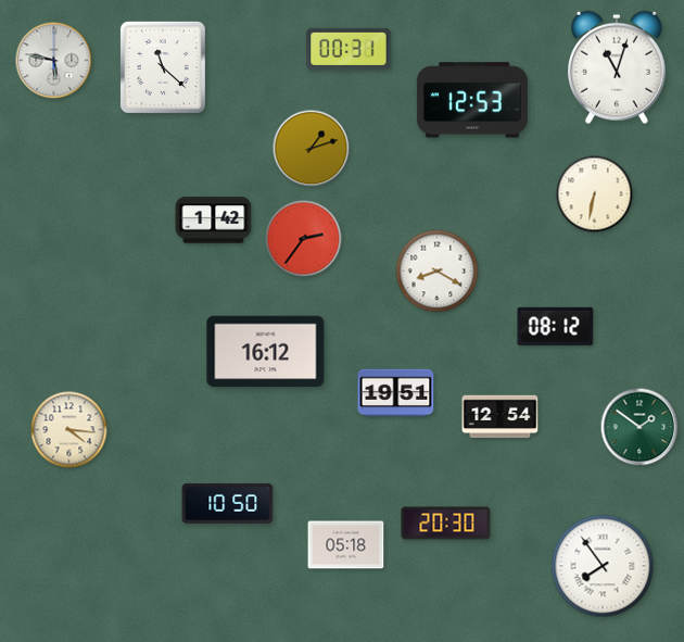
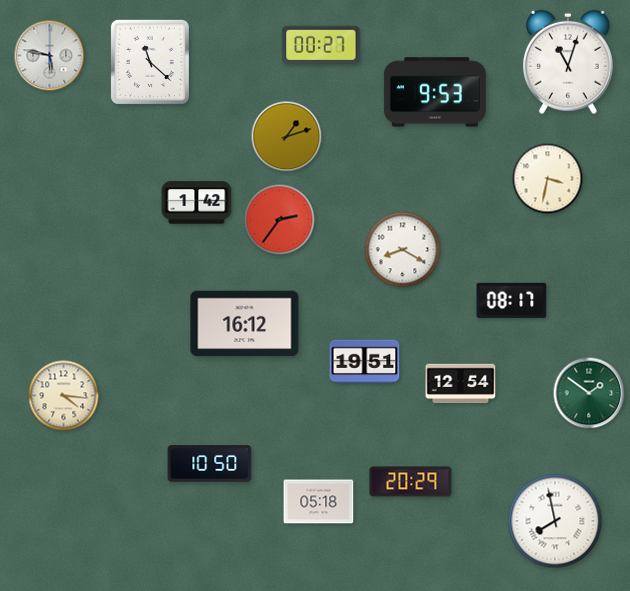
clock at (349, 48): 00:31 -> 00:27
clock at (472, 100): 12:53 -> 9:53
clock at (595, 194): 6:32 -> 3:32
clock at (556, 326): 08:12 -> 08:17
clock at (446, 524): 20:30 -> 20:29
clock at (603, 566): 7:54 -> 7:58
